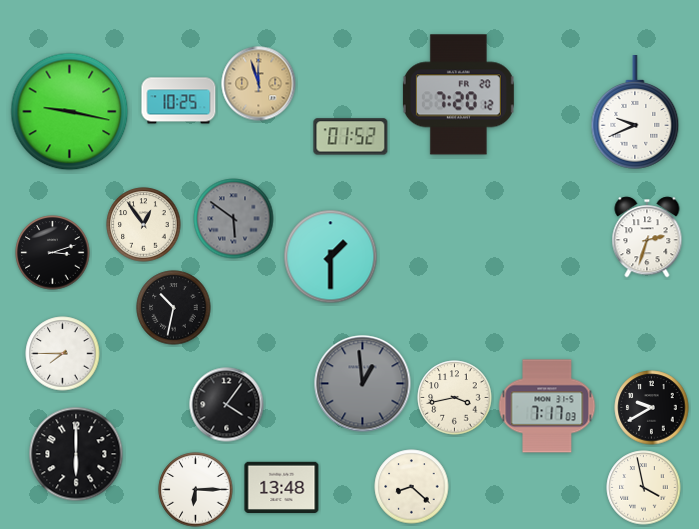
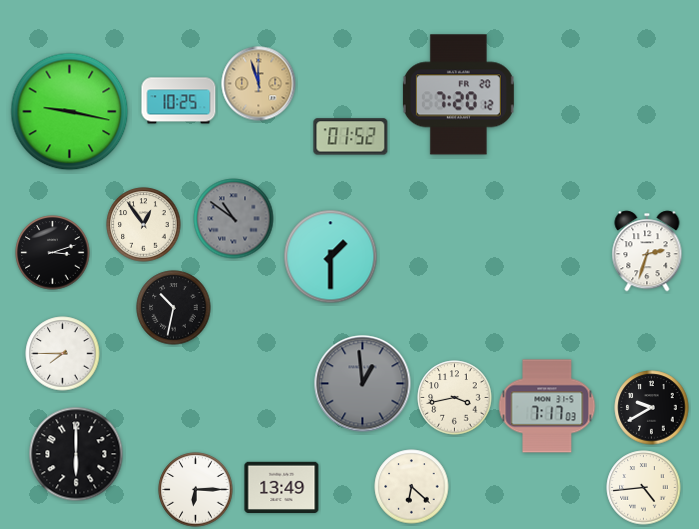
clock at (635, 112): 9:41 -> none
clock at (234, 219): 5:51 -> 10:51
clock at (647, 237) position: (647, 237) -> (647, 251)
clock at (227, 405): 4:06 -> none
clock at (282, 487): 13:48 -> 13:49
clock at (412, 487): 8:22 -> 6:22
clock at (644, 488): 3:58 -> 4:44
